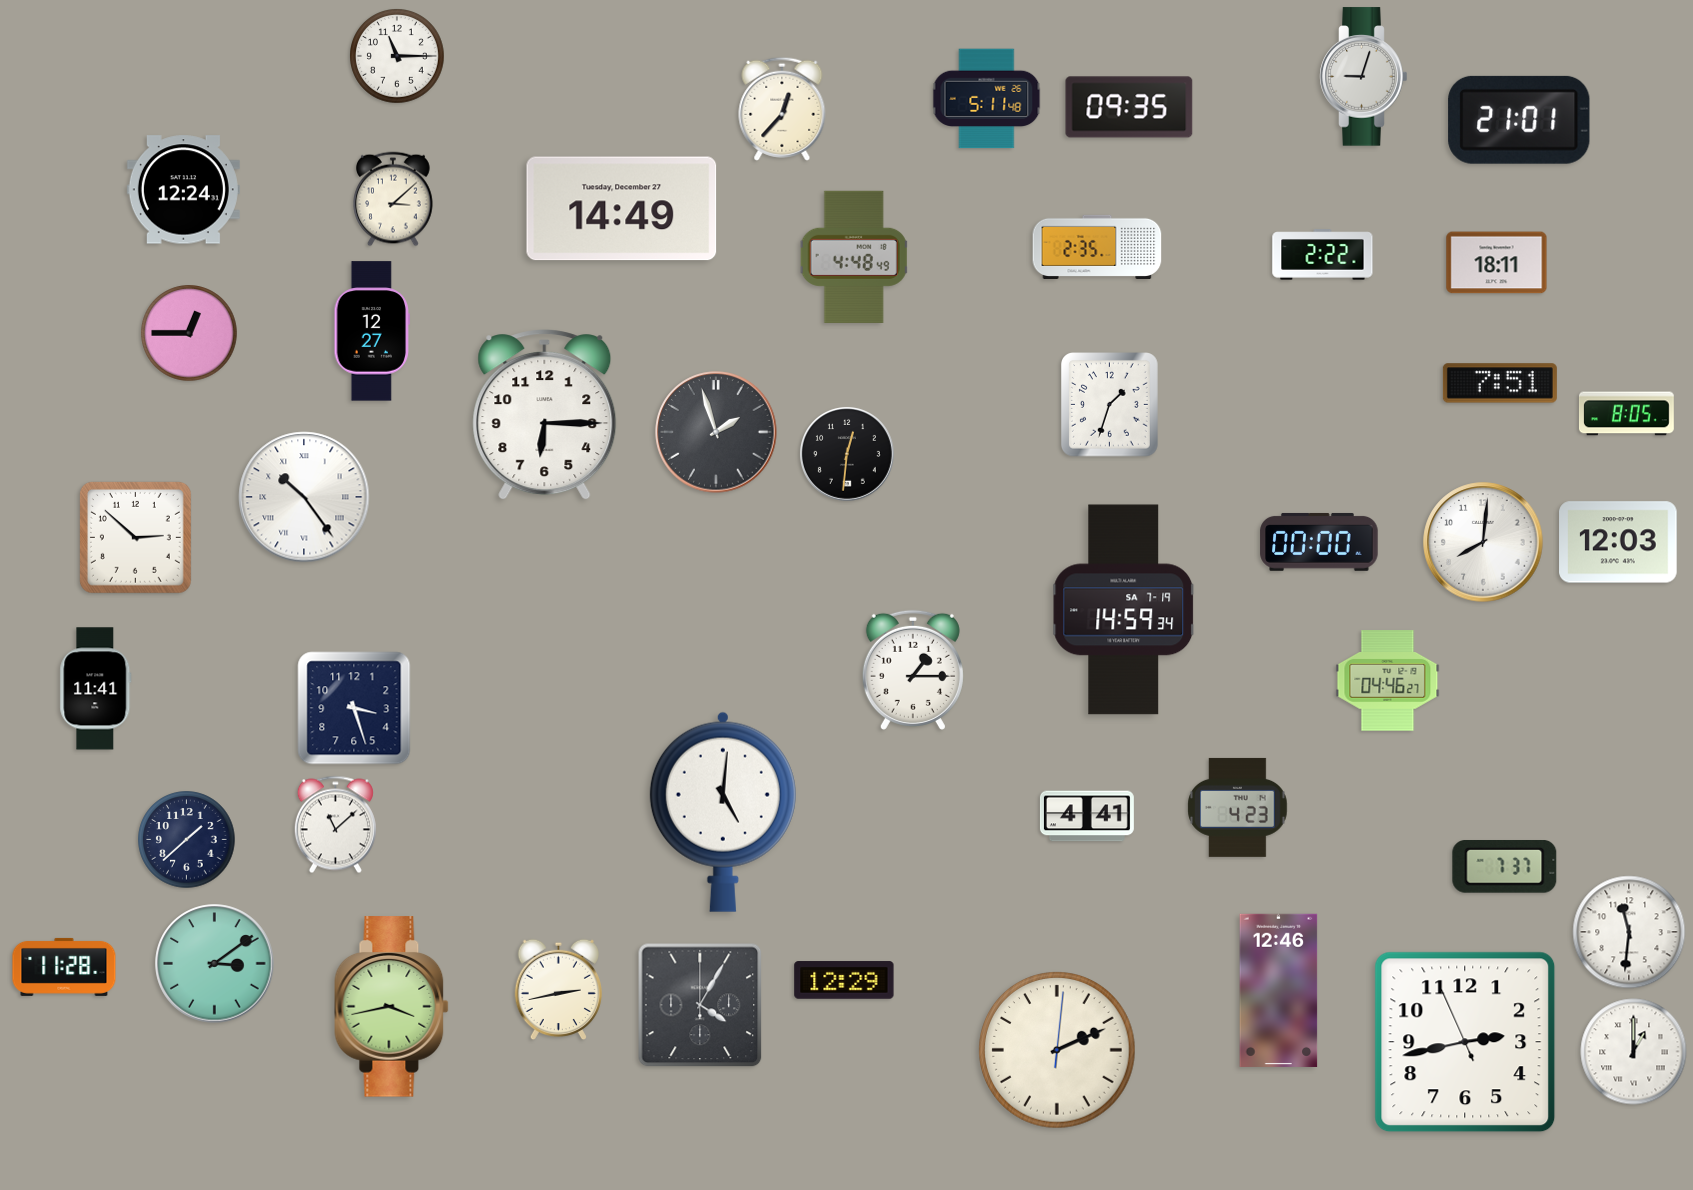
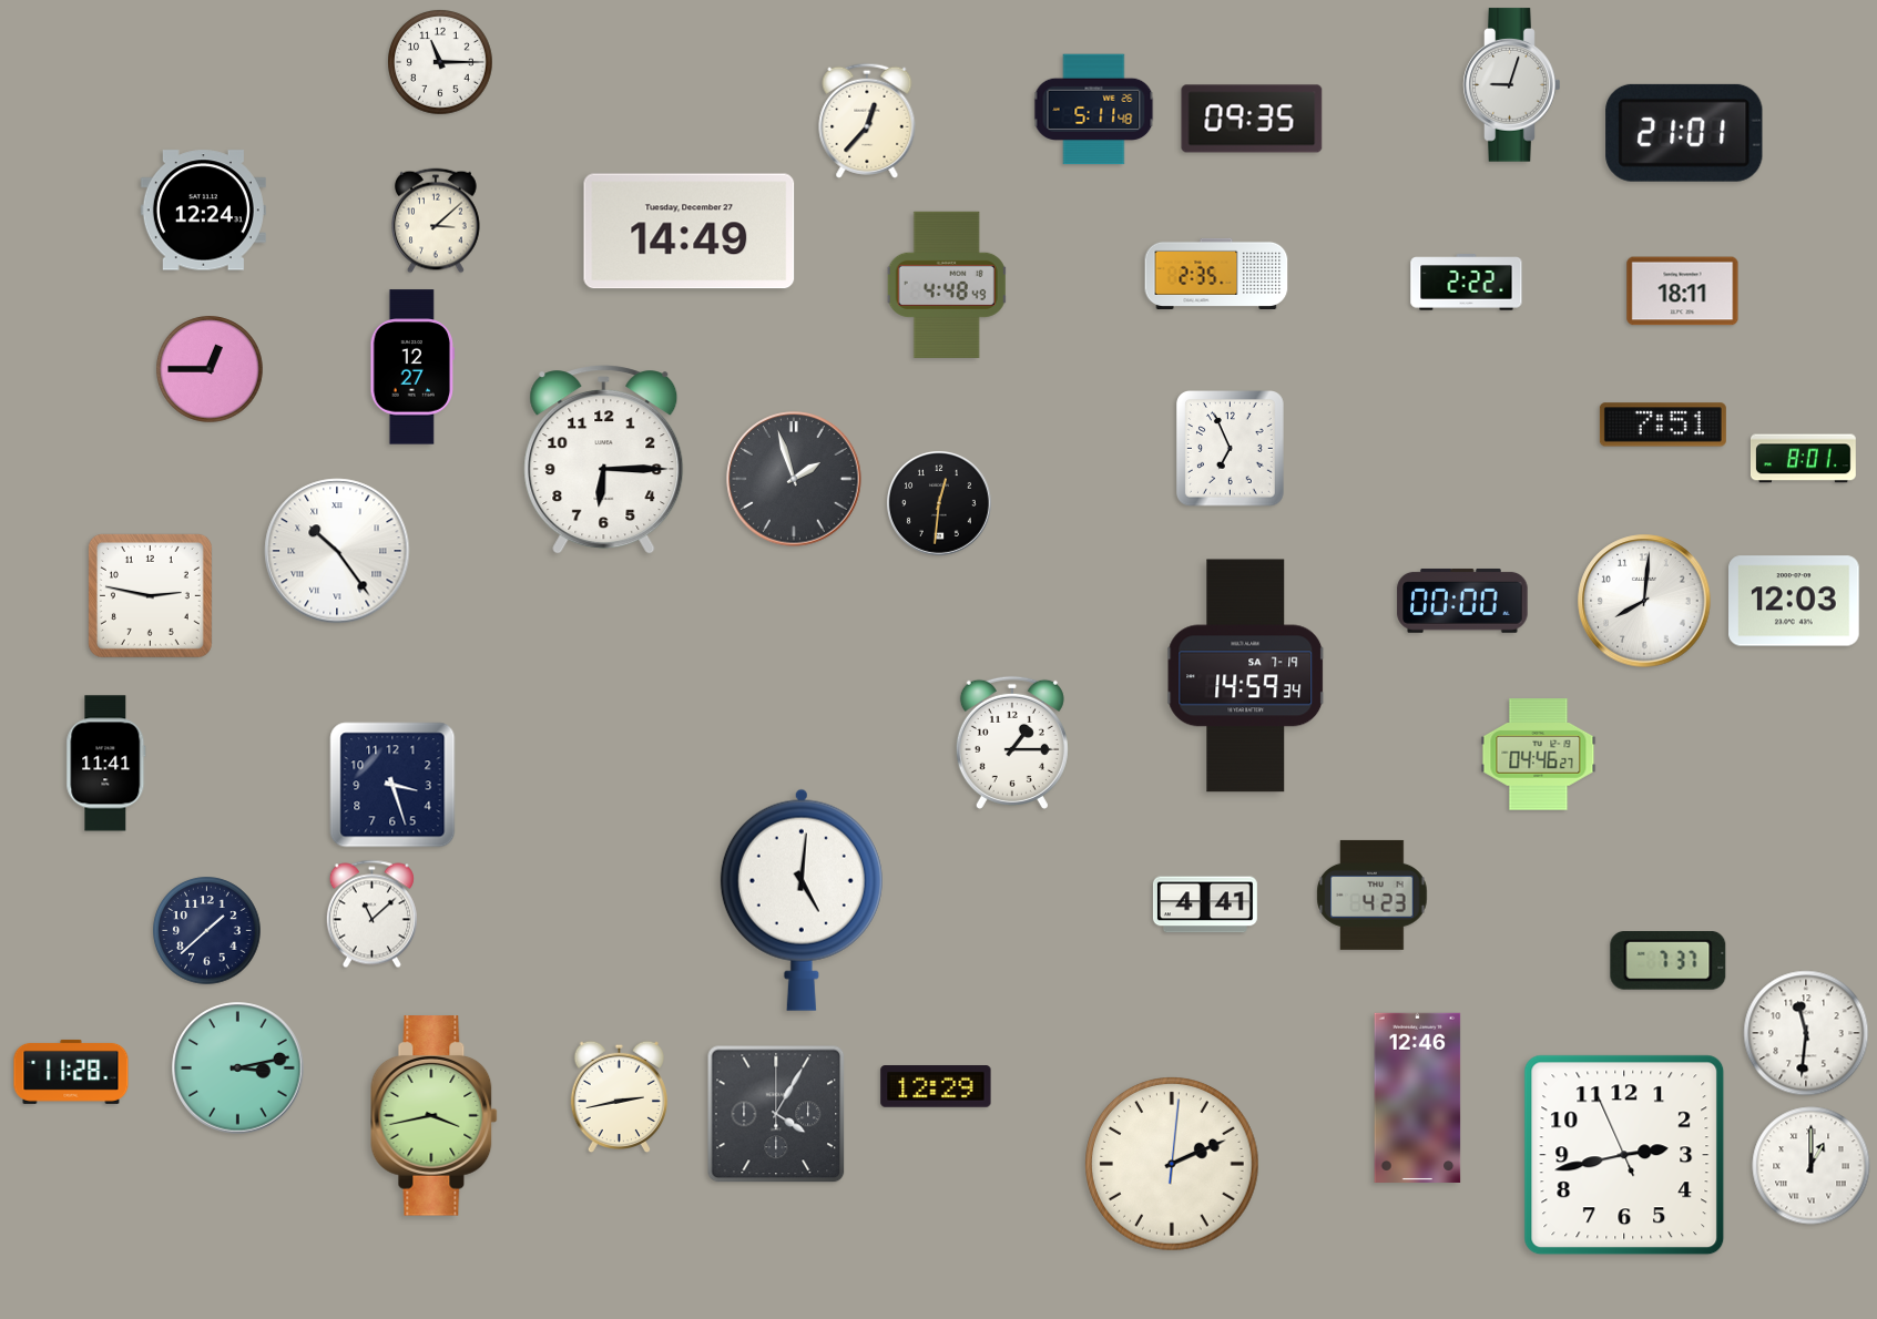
clock at (1497, 263) position: (1497, 263) -> (1683, 292)
clock at (1110, 405): 1:33 -> 6:56
clock at (1626, 414): 8:05 -> 8:01
clock at (135, 537): 2:52 -> 2:47
clock at (215, 964): 3:09 -> 3:13
